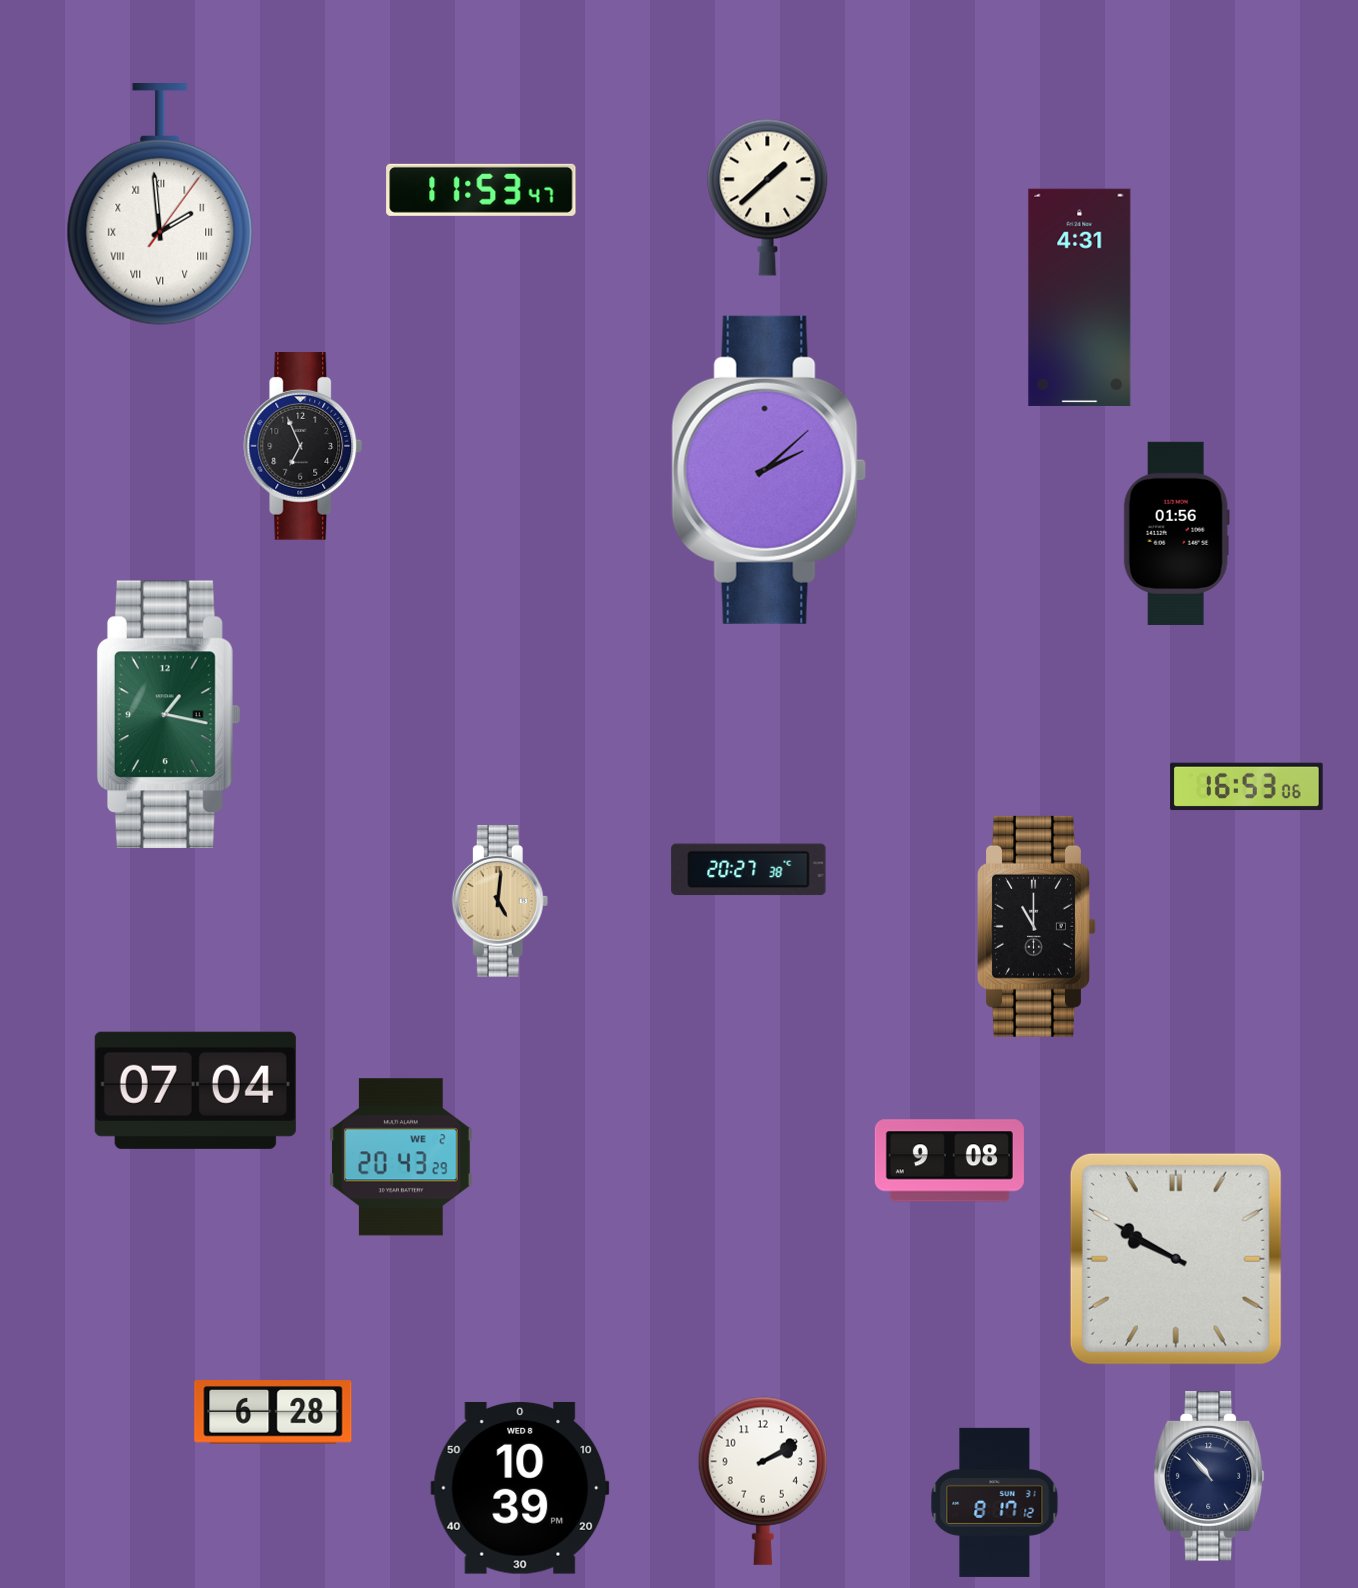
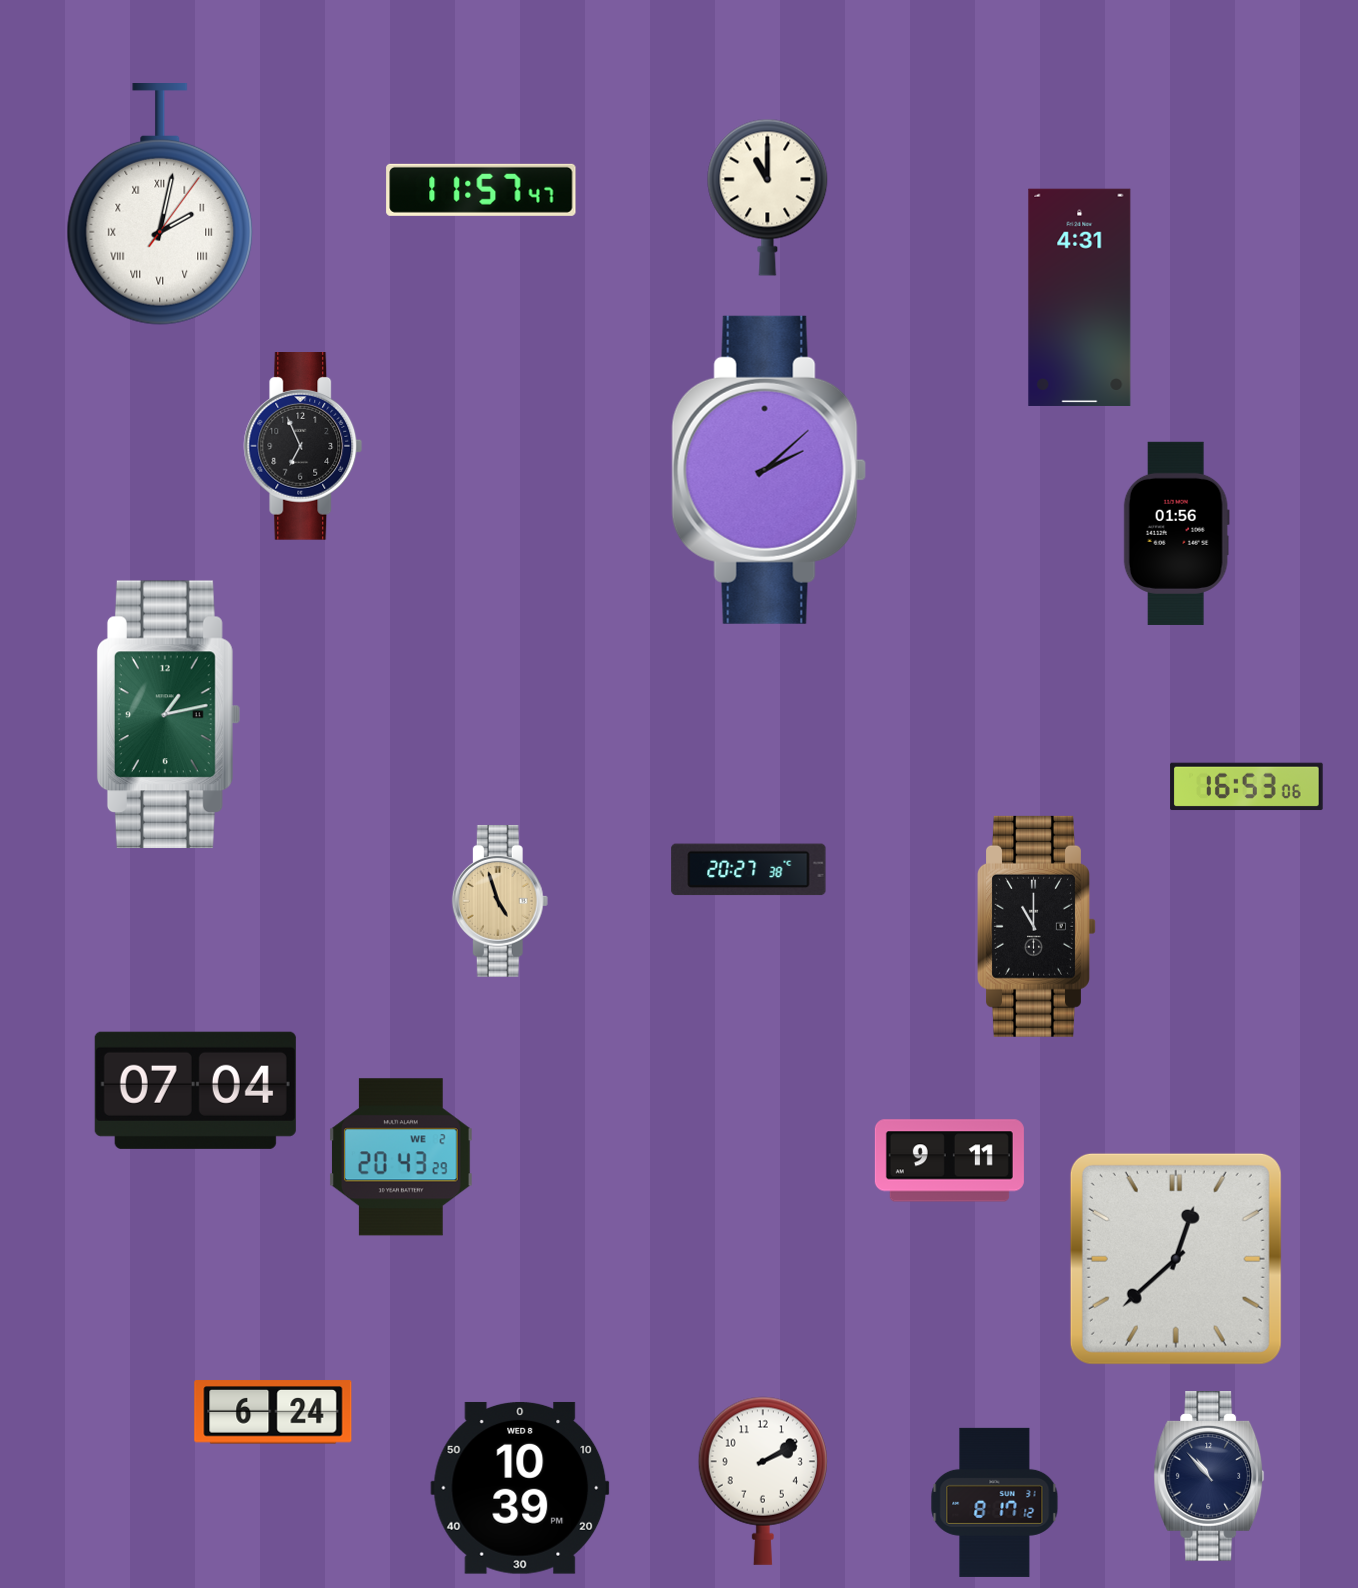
clock at (481, 190): 11:53 -> 11:57
clock at (768, 197): 1:38 -> 11:00
clock at (160, 205): 1:59 -> 2:02
clock at (168, 715): 1:17 -> 1:13
clock at (500, 901): 5:01 -> 4:57
clock at (949, 1161): 9:08 -> 9:11
clock at (1176, 1259): 9:50 -> 12:38
clock at (273, 1412): 6:28 -> 6:24
